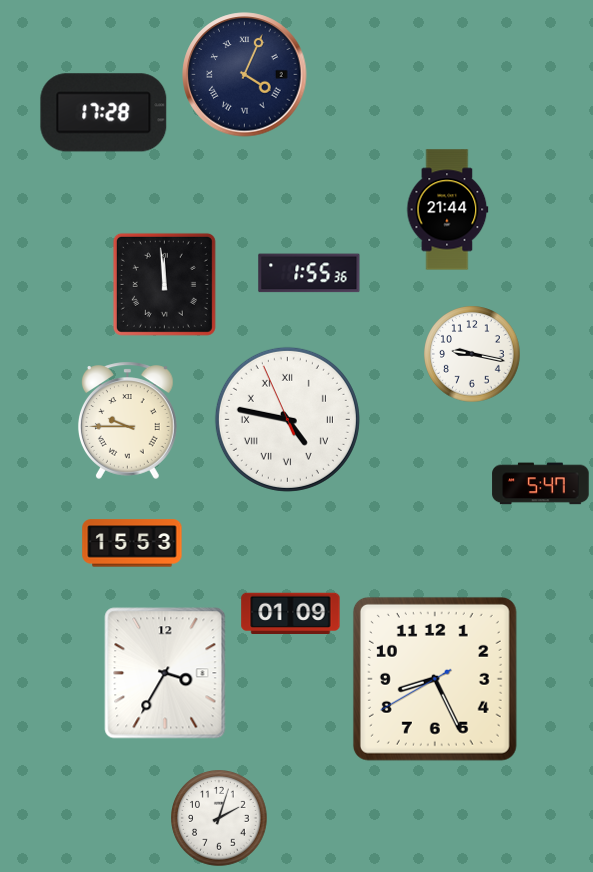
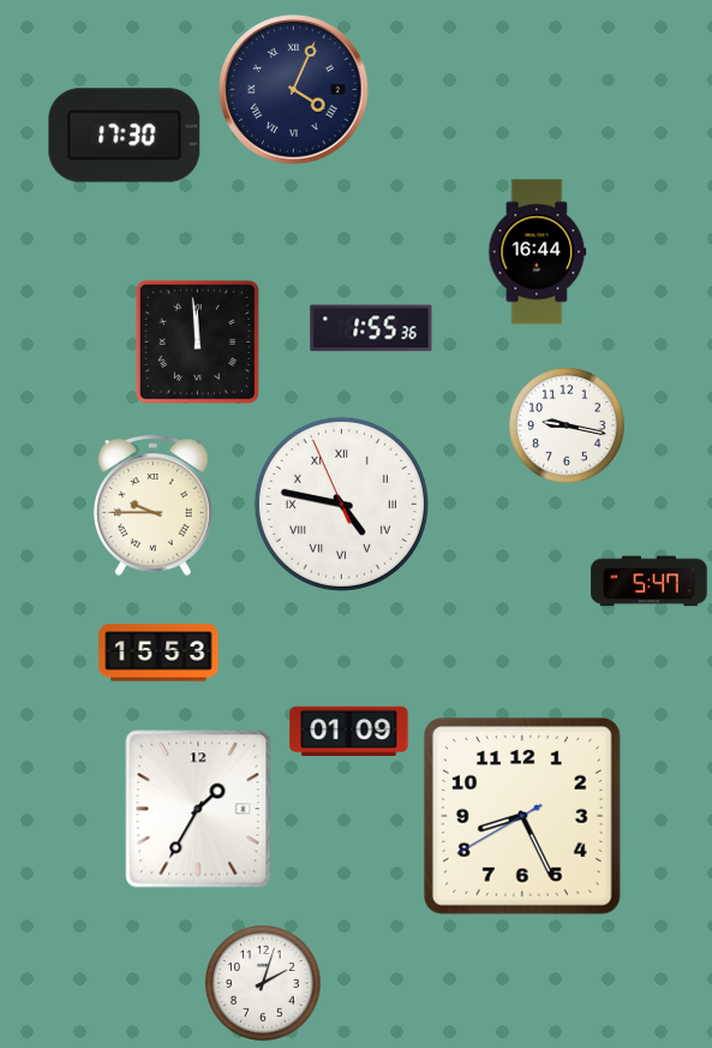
clock at (104, 113): 17:28 -> 17:30
clock at (448, 210): 21:44 -> 16:44
clock at (287, 419) position: (287, 419) -> (341, 504)
clock at (291, 614) position: (291, 614) -> (349, 732)
clock at (165, 673): 3:35 -> 1:35
